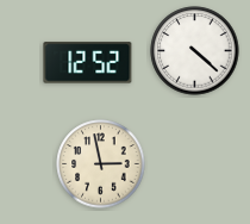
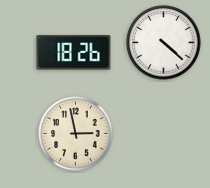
clock at (88, 63): 12:52 -> 18:26
clock at (101, 164) position: (101, 164) -> (76, 134)
